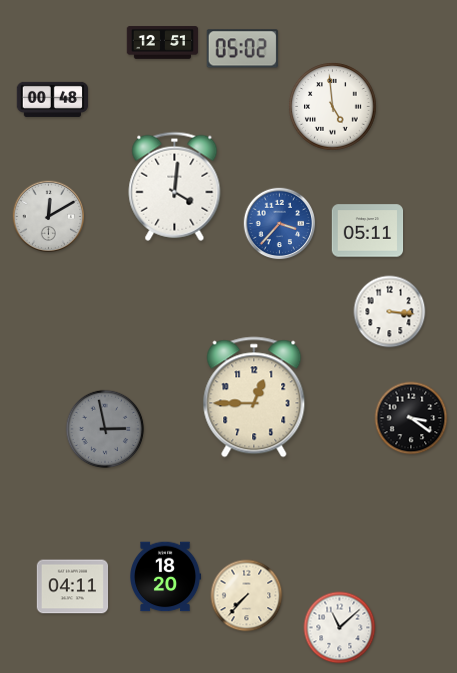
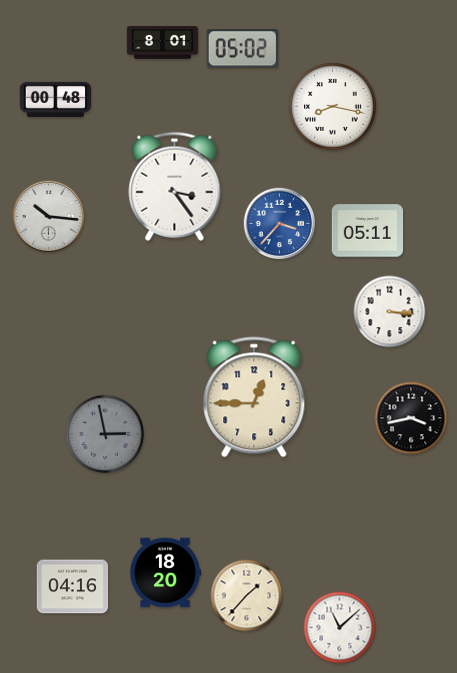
clock at (163, 43): 12:51 -> 8:01
clock at (53, 99) position: (53, 99) -> (56, 99)
clock at (333, 107): 4:59 -> 8:17
clock at (175, 186): 4:01 -> 3:24
clock at (49, 217): 12:10 -> 10:16
clock at (411, 418): 3:21 -> 3:43
clock at (105, 429) position: (105, 429) -> (105, 434)
clock at (166, 577) position: (166, 577) -> (166, 573)
clock at (73, 587): 04:11 -> 04:16
clock at (247, 596): 7:37 -> 1:37
